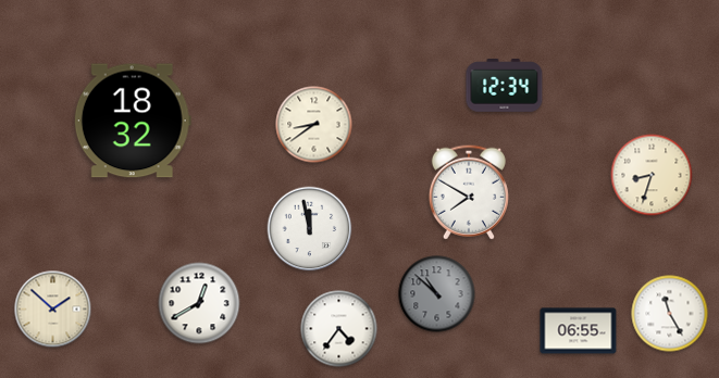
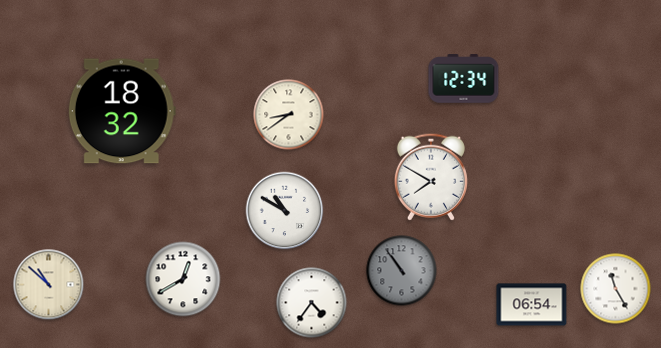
clock at (652, 175): 8:33 -> none
clock at (310, 229): 11:58 -> 10:50
clock at (437, 294): 10:52 -> 10:54
clock at (53, 310): 1:52 -> 10:52
clock at (579, 331): 06:55 -> 06:54
